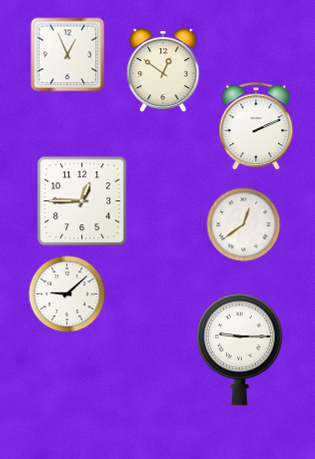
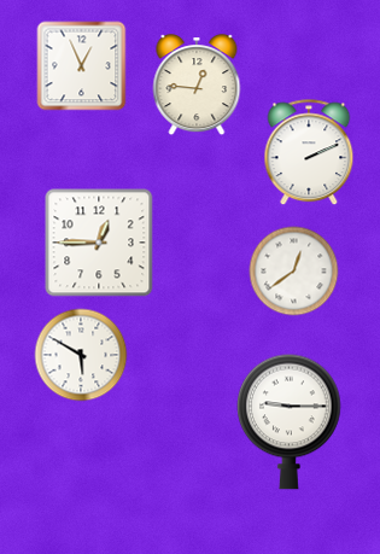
clock at (163, 71): 12:51 -> 12:46
clock at (67, 294): 9:08 -> 5:50
